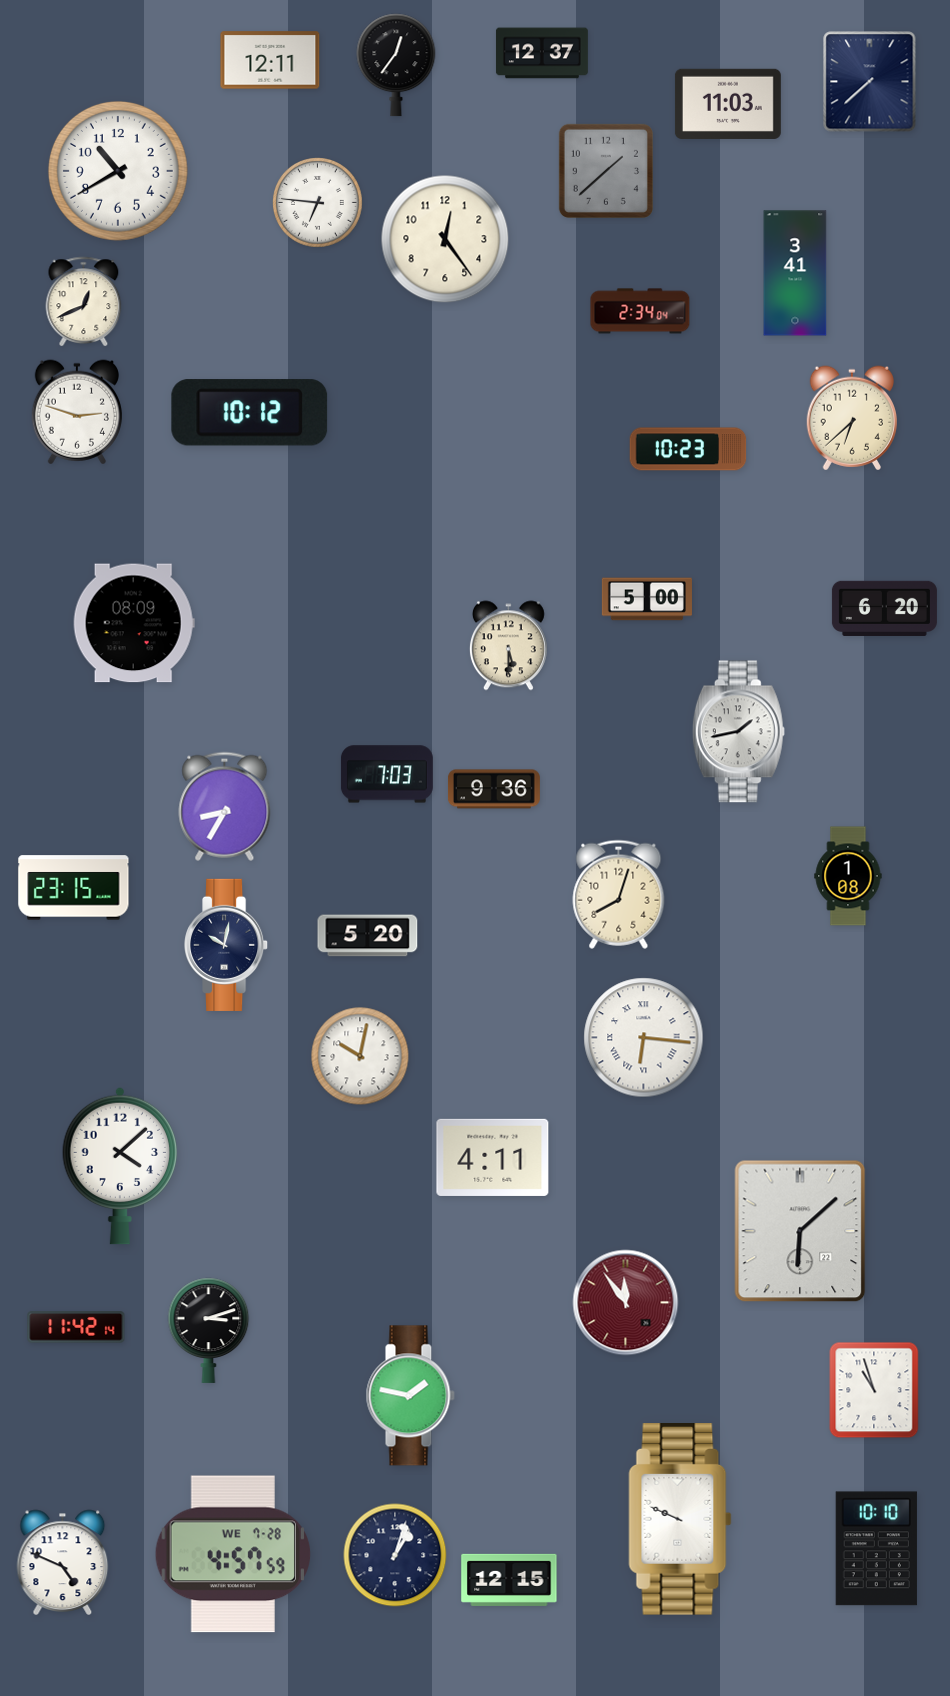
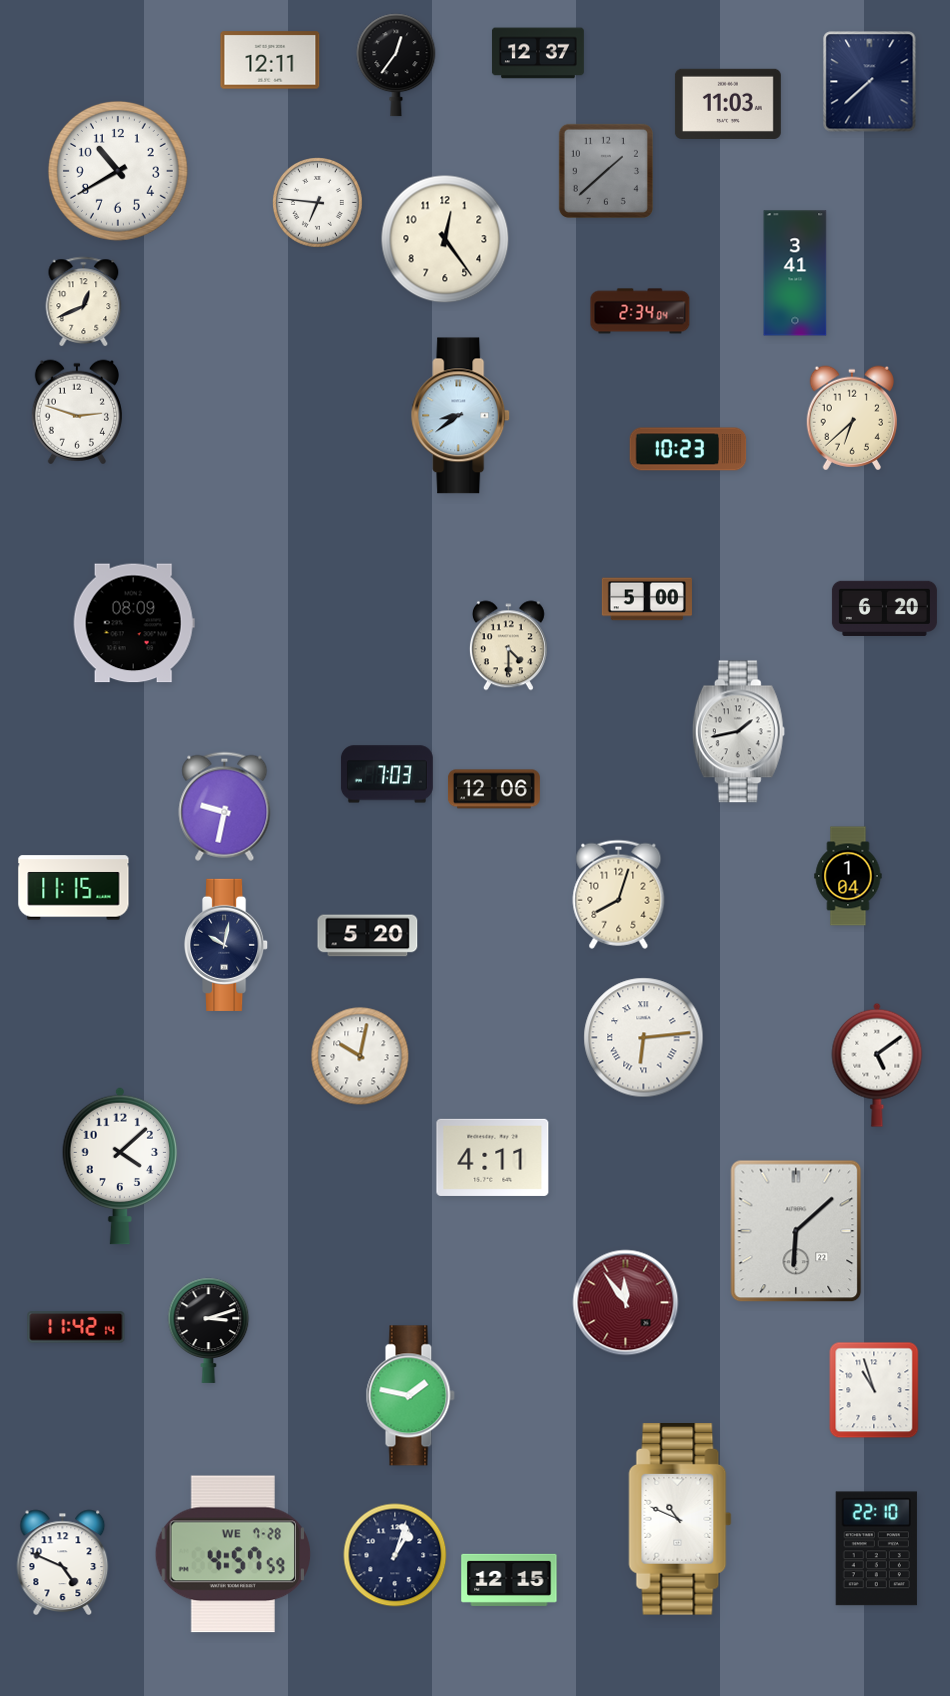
clock at (542, 53) position: (542, 53) -> (538, 53)
clock at (250, 413): 10:12 -> none
clock at (461, 416): none -> 8:39
clock at (508, 646): 5:30 -> 4:30
clock at (494, 789): 9:36 -> 12:06
clock at (225, 806): 8:35 -> 9:32
clock at (848, 876): 1:08 -> 1:04
clock at (74, 888): 23:15 -> 11:15
clock at (644, 1038): 6:16 -> 6:14
clock at (877, 1065): none -> 5:09
clock at (800, 1231) position: (800, 1231) -> (796, 1231)
clock at (680, 1520): 9:49 -> 10:49
clock at (876, 1549): 10:10 -> 22:10
